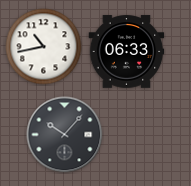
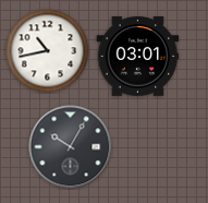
clock at (127, 52): 06:33 -> 03:01
clock at (65, 135): 10:07 -> 10:05
